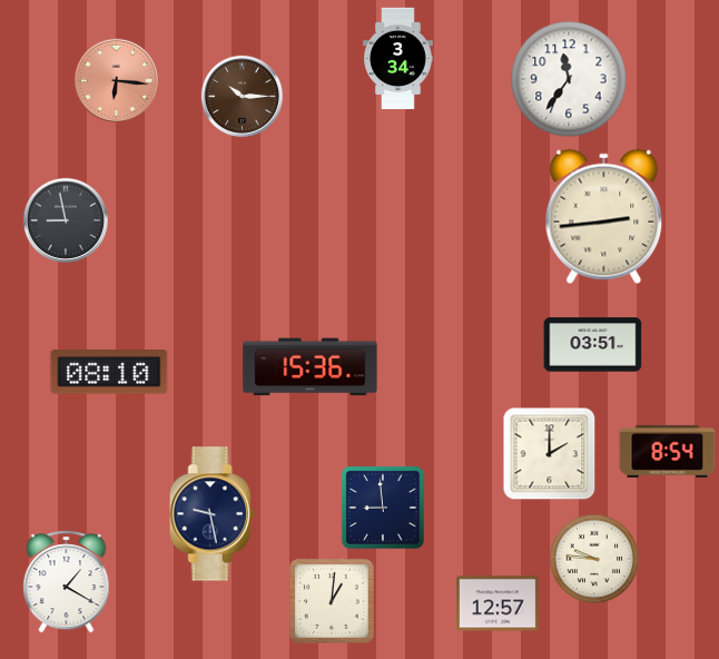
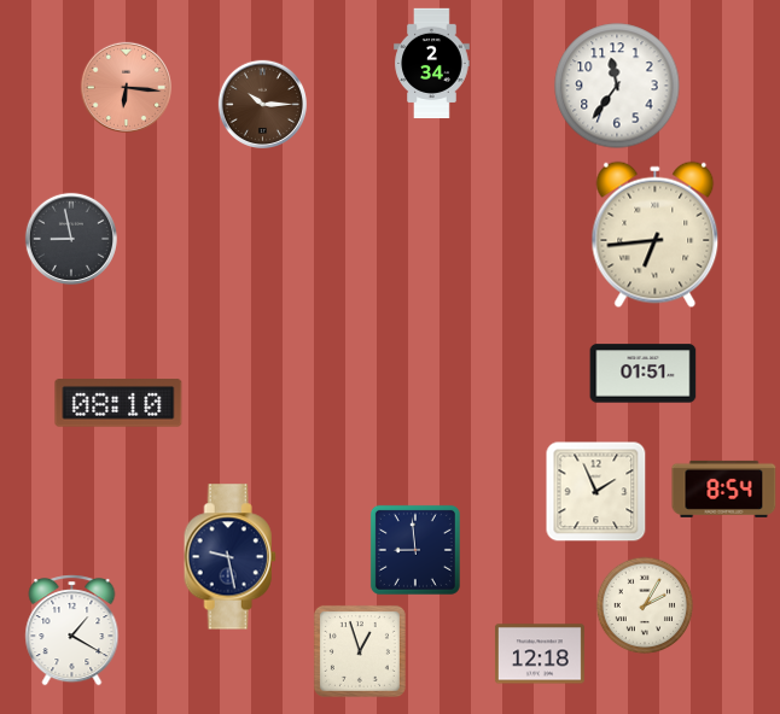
clock at (398, 59): 3:34 -> 2:34
clock at (604, 217): 2:44 -> 6:44
clock at (593, 345): 03:51 -> 01:51
clock at (311, 367): 15:36 -> none
clock at (550, 454): 2:00 -> 1:56
clock at (594, 559): 9:46 -> 2:05
clock at (332, 601): 1:01 -> 12:57
clock at (498, 603): 12:57 -> 12:18
